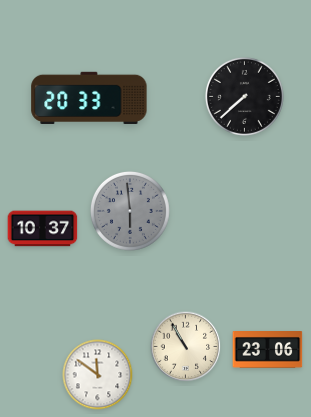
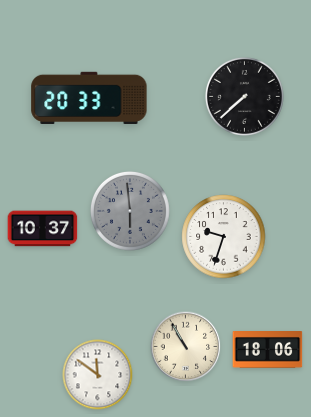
clock at (224, 237): none -> 9:33
clock at (268, 350): 23:06 -> 18:06
